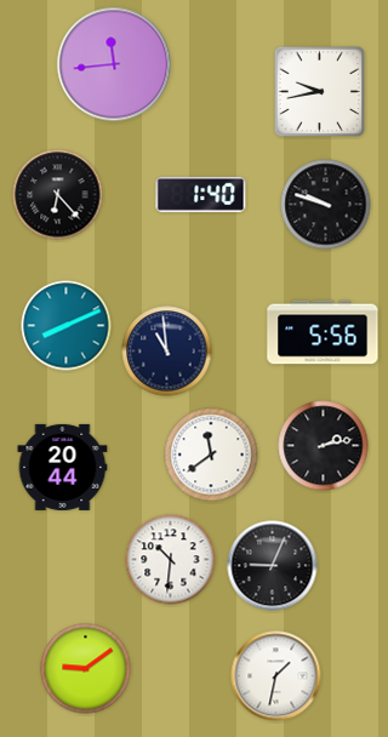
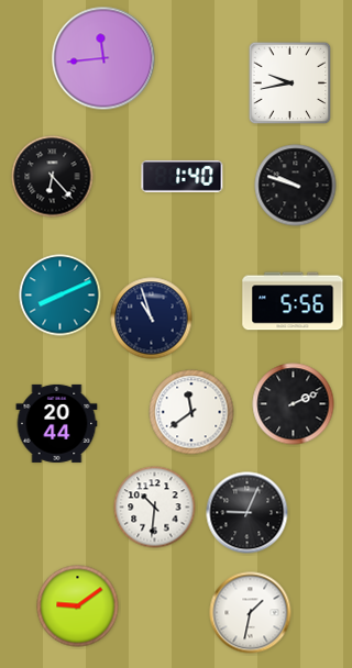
clock at (167, 352): 10:59 -> 10:57
clock at (324, 446): 2:13 -> 2:11
